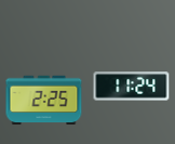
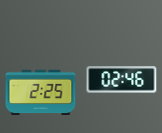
clock at (132, 87): 11:24 -> 02:46
